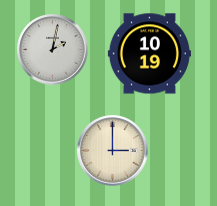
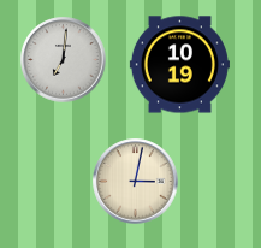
clock at (53, 50): 2:02 -> 7:01
clock at (113, 151): 3:00 -> 3:02
